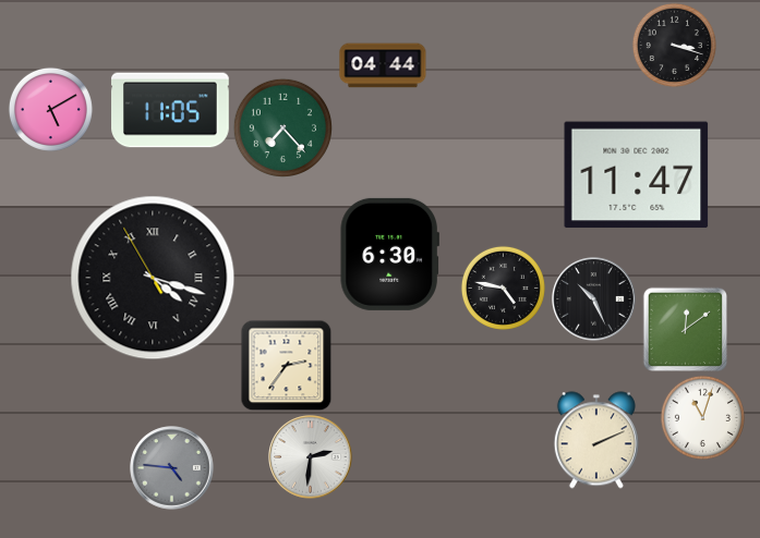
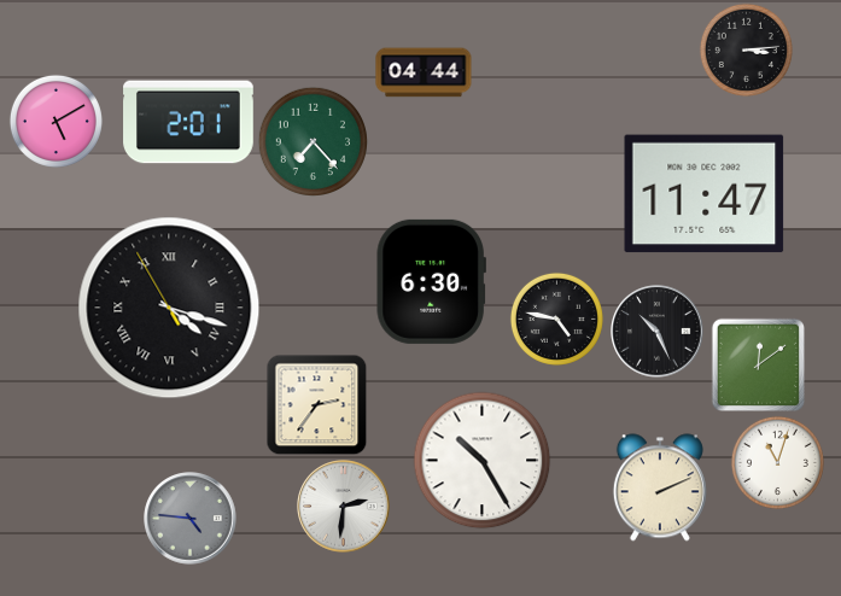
clock at (674, 45): 3:18 -> 3:14
clock at (170, 110): 11:05 -> 2:01
clock at (483, 461): none -> 10:25
